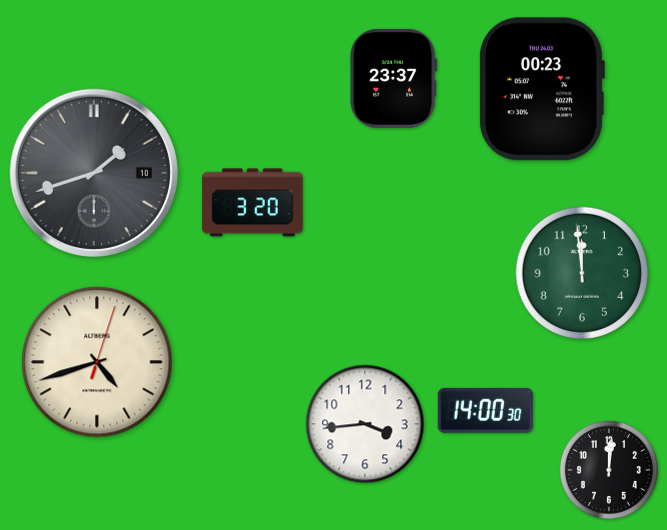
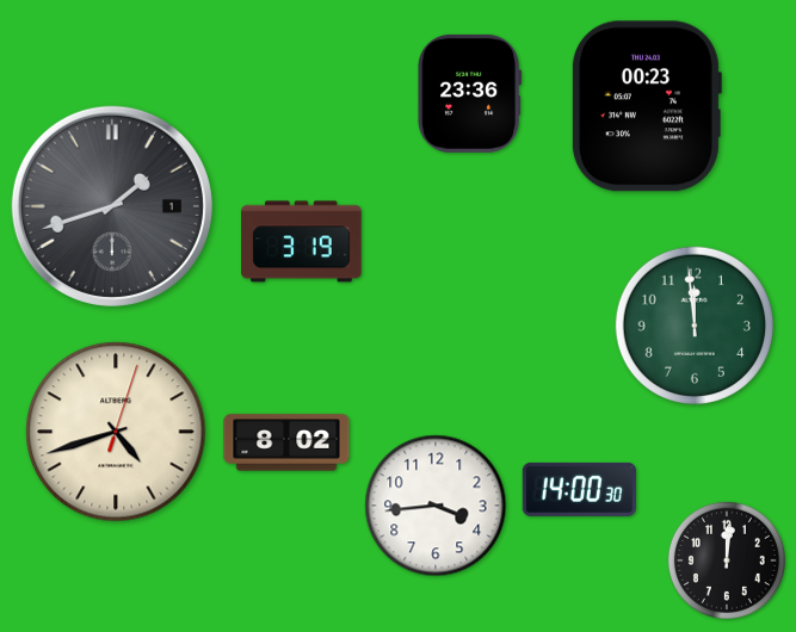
clock at (394, 78): 23:37 -> 23:36
clock at (94, 173) date: 10 -> 1
clock at (253, 203): 3:20 -> 3:19
clock at (286, 442): none -> 8:02
